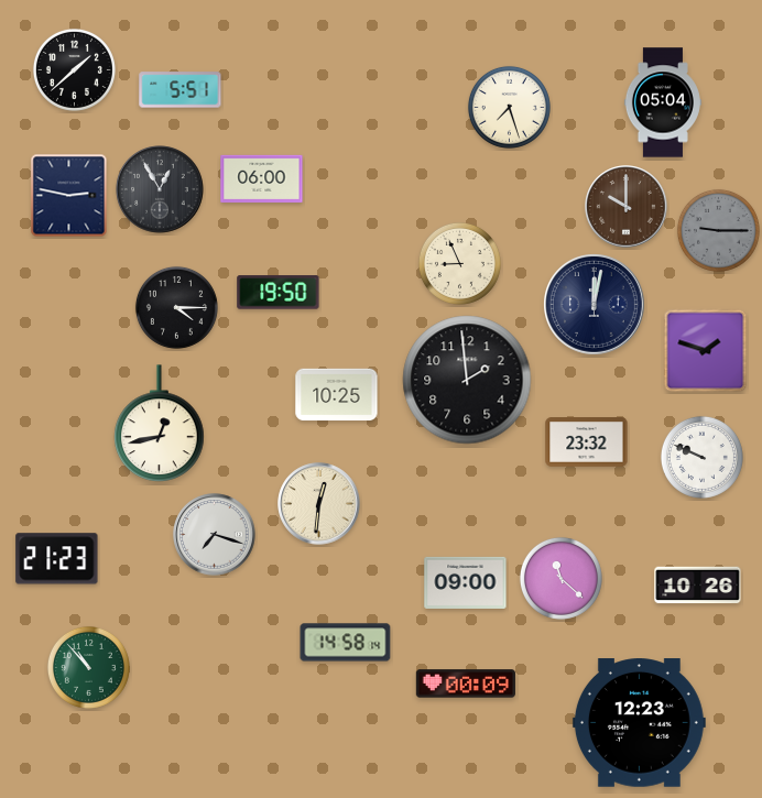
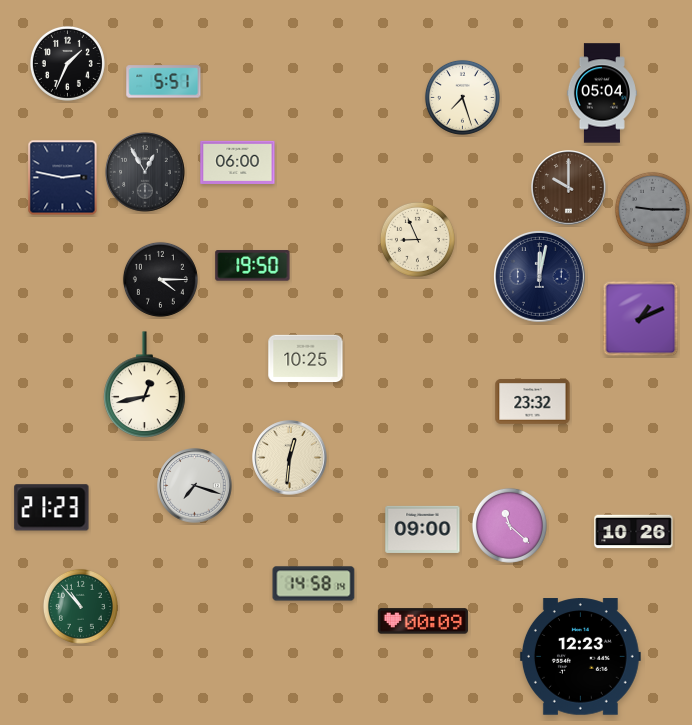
clock at (74, 69): 1:38 -> 1:34
clock at (706, 351): 1:48 -> 1:11
clock at (467, 380): 1:59 -> none
clock at (701, 457): 9:49 -> none
